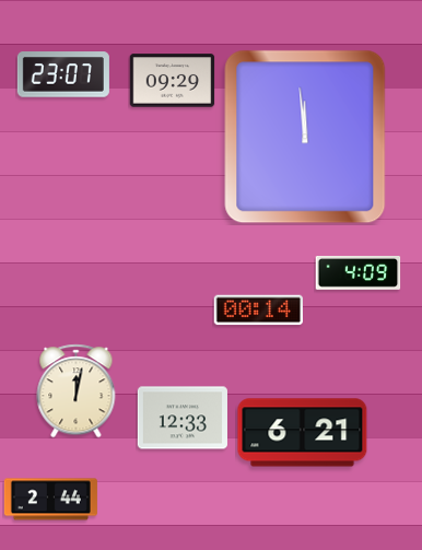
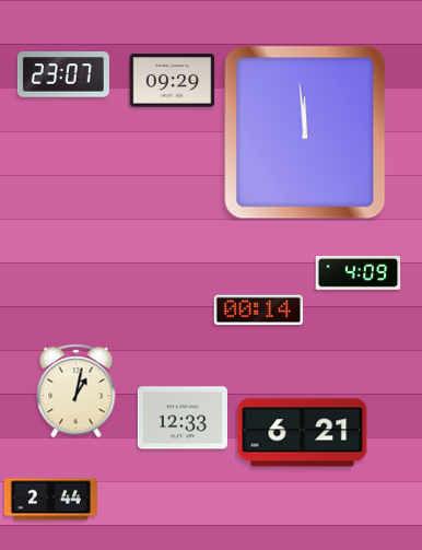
clock at (305, 137) position: (305, 137) -> (305, 132)
clock at (77, 390): 12:02 -> 1:02
